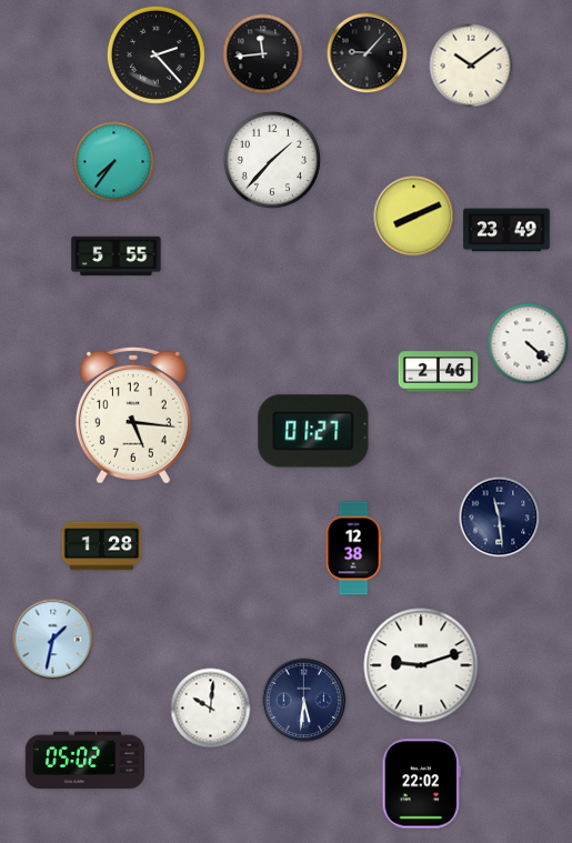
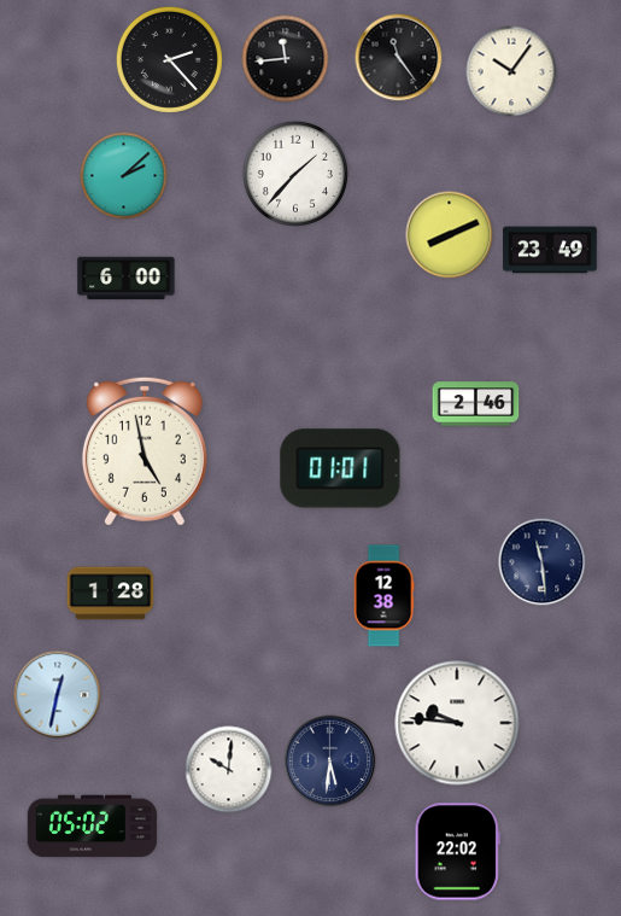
clock at (368, 53): 9:07 -> 11:24
clock at (471, 66): 10:09 -> 10:06
clock at (114, 162): 7:36 -> 2:08
clock at (117, 257): 5:55 -> 6:00
clock at (529, 344): 4:22 -> none
clock at (133, 415): 5:16 -> 4:58
clock at (313, 431): 01:27 -> 01:01
clock at (53, 640): 1:32 -> 12:32
clock at (421, 665): 9:12 -> 9:46
